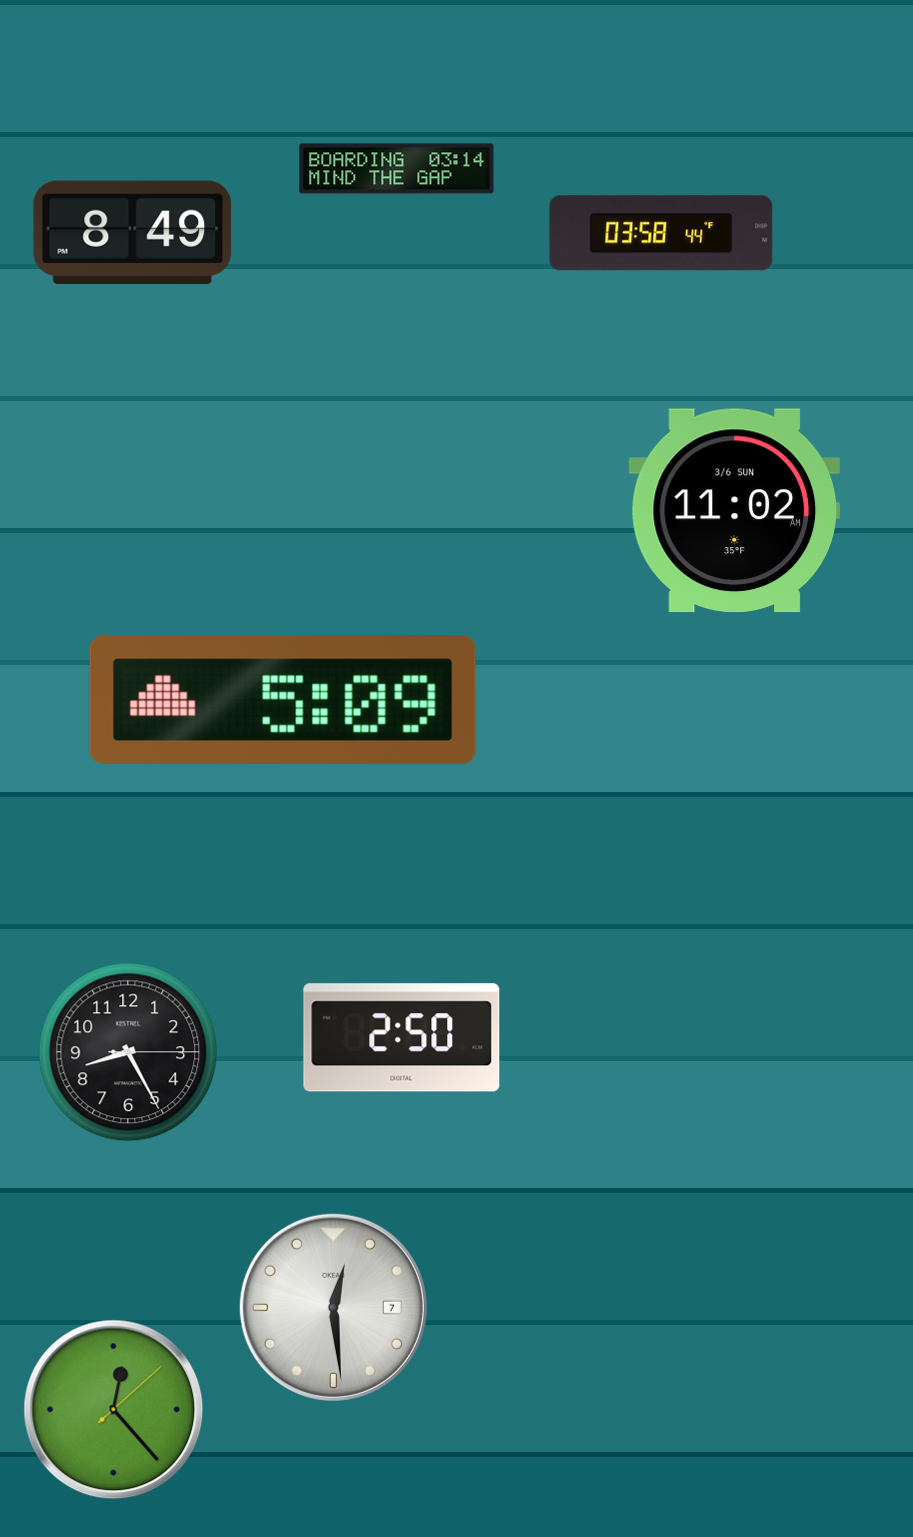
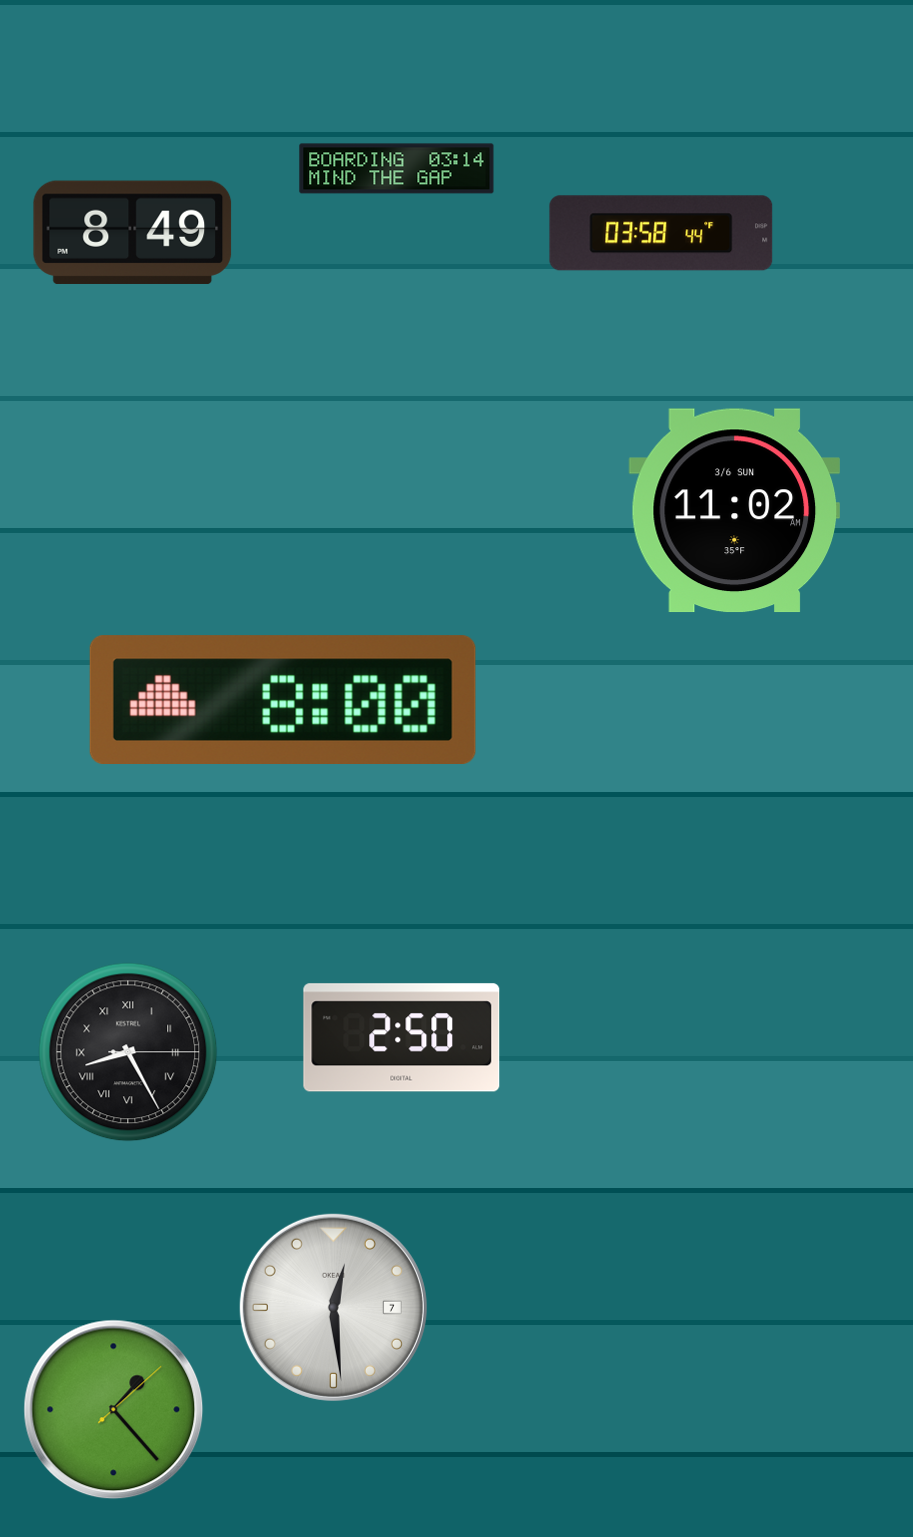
clock at (283, 699): 5:09 -> 8:00
clock at (128, 1052) numerals: Arabic -> Roman
clock at (114, 1410): 12:23 -> 1:23
